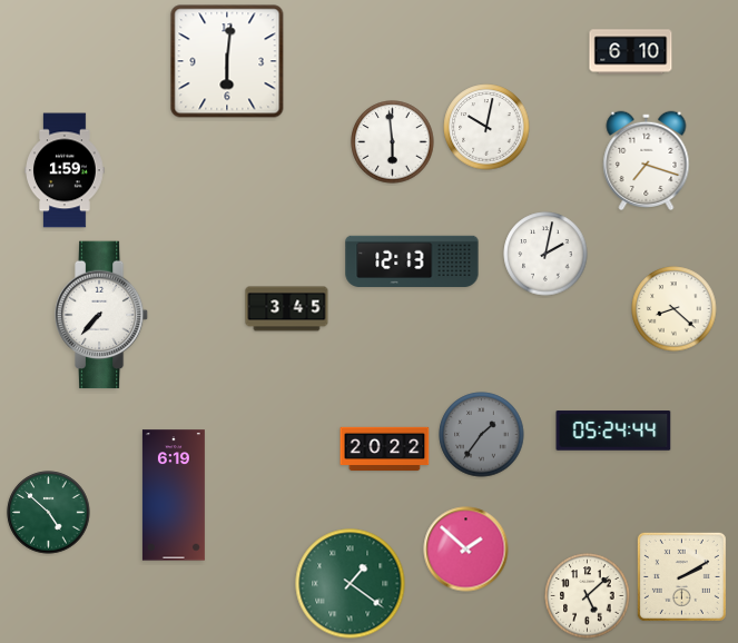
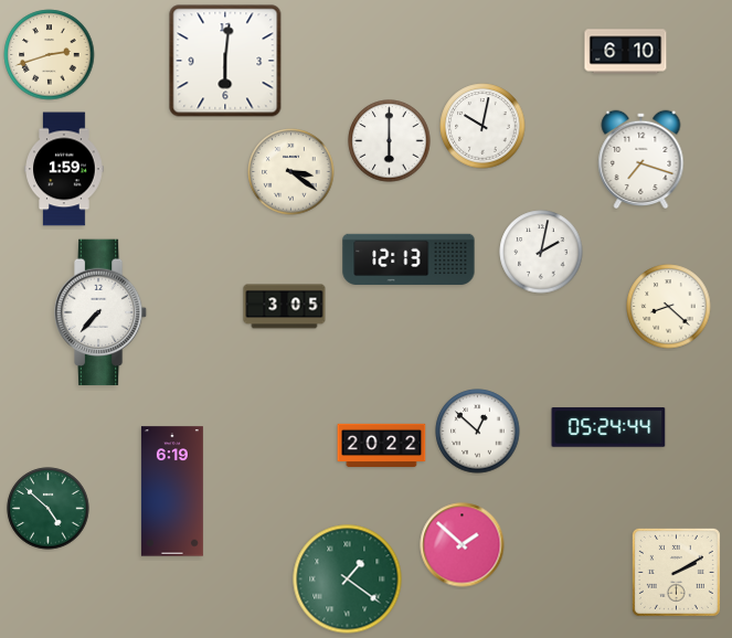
clock at (50, 55): none -> 2:42
clock at (393, 142): 5:59 -> 6:00
clock at (291, 172): none -> 3:21
clock at (287, 309): 3:45 -> 3:05
clock at (482, 435): 1:36 -> 12:52
clock at (482, 435) dial: grey -> white
clock at (588, 596): 5:08 -> none
